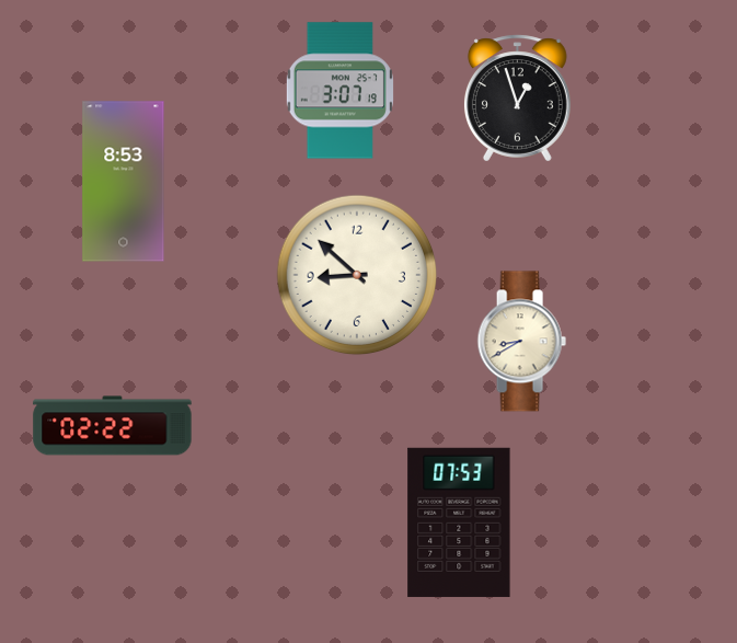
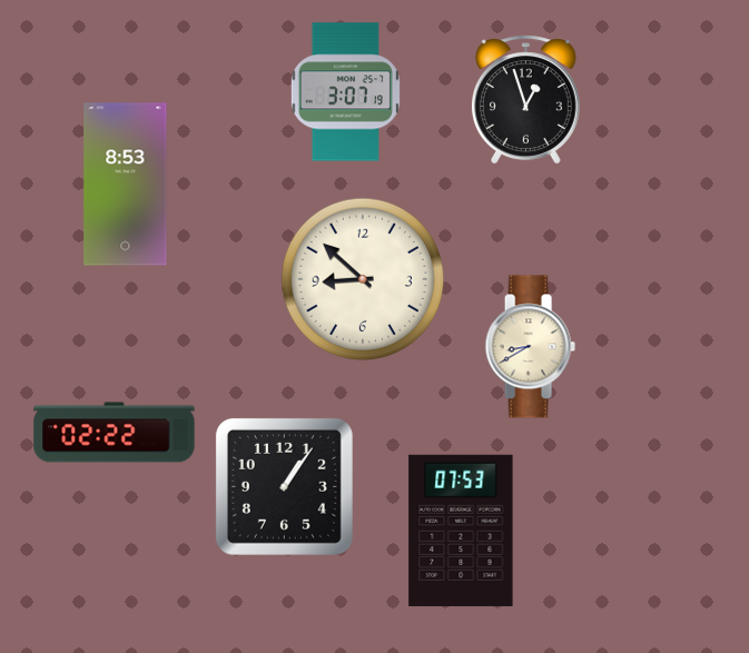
clock at (284, 486): none -> 1:06
clock at (459, 523) position: (459, 523) -> (461, 531)
